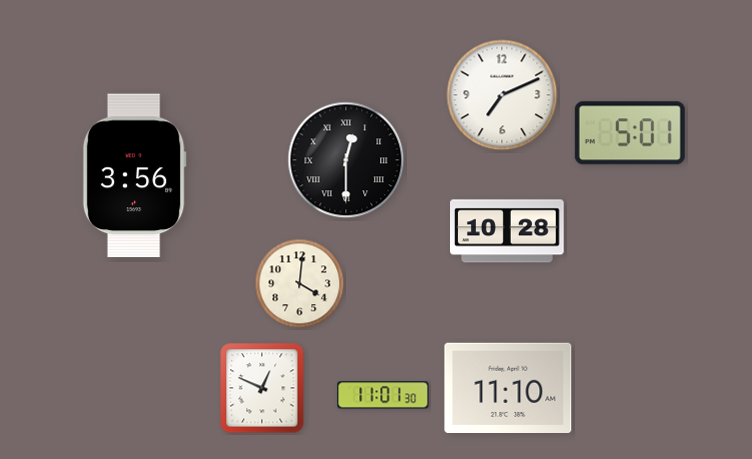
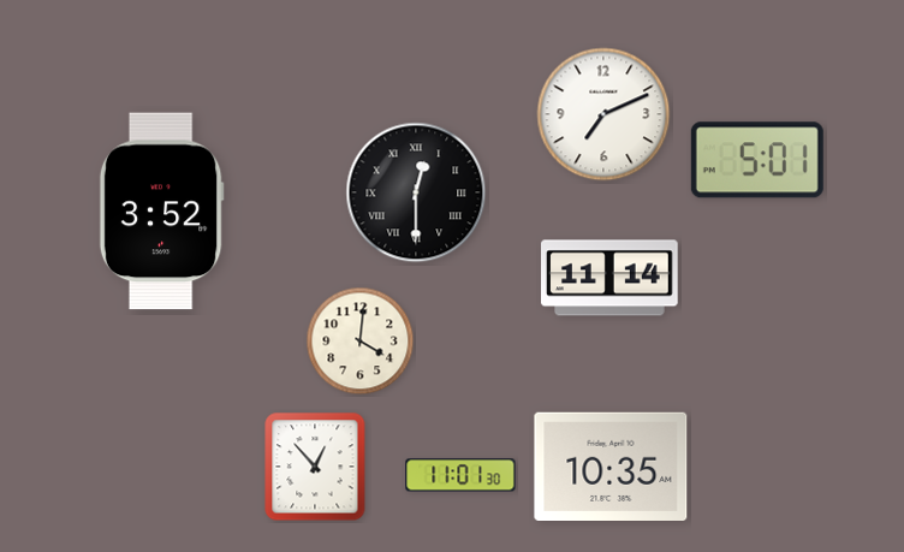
clock at (134, 176): 3:56 -> 3:52
clock at (508, 231): 10:28 -> 11:14
clock at (508, 387): 11:10 -> 10:35
clock at (262, 388): 12:49 -> 12:53
